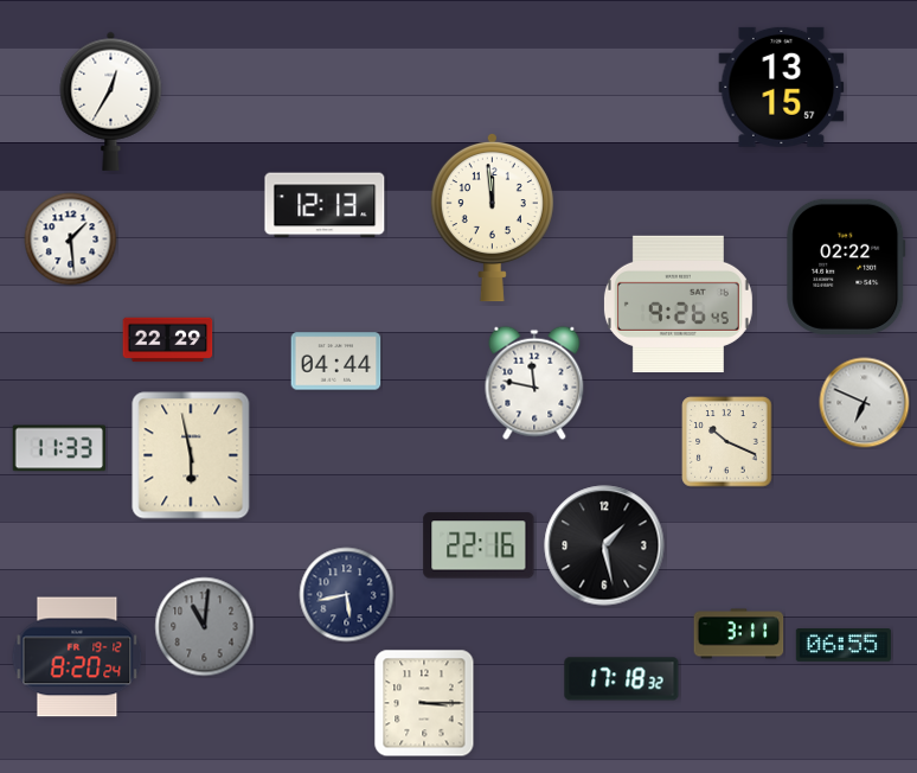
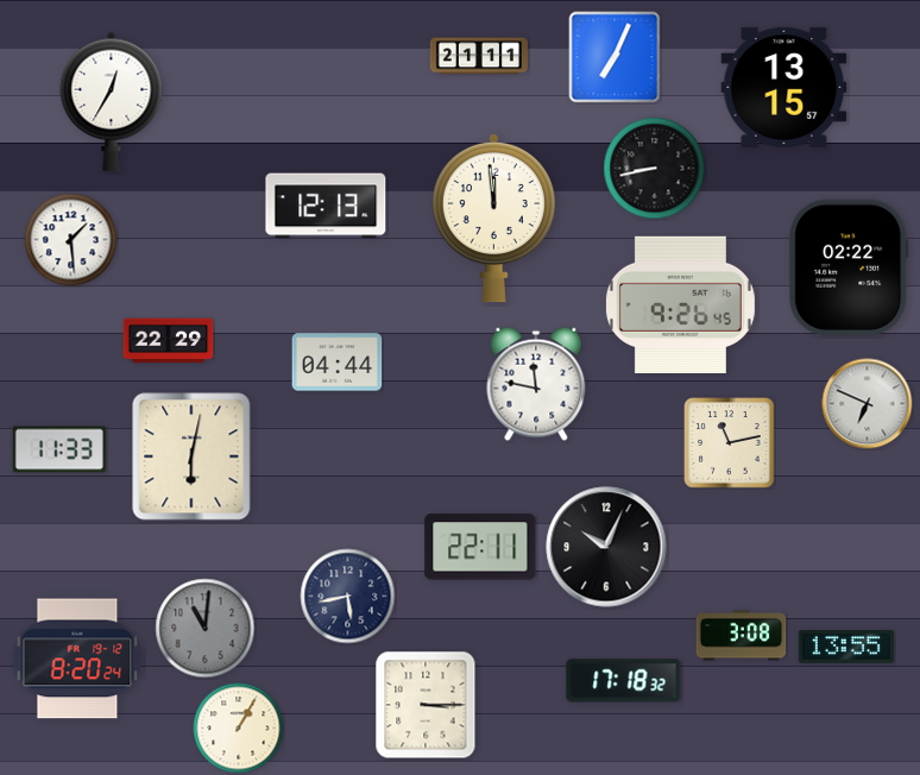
clock at (479, 56): none -> 21:11
clock at (615, 57): none -> 7:04
clock at (655, 169): none -> 8:43
clock at (727, 442): 10:19 -> 11:13
clock at (191, 455): 5:58 -> 6:02
clock at (479, 545): 22:16 -> 22:11
clock at (604, 545): 1:28 -> 10:04
clock at (739, 634): 3:11 -> 3:08
clock at (844, 646): 06:55 -> 13:55
clock at (239, 729): none -> 1:05
